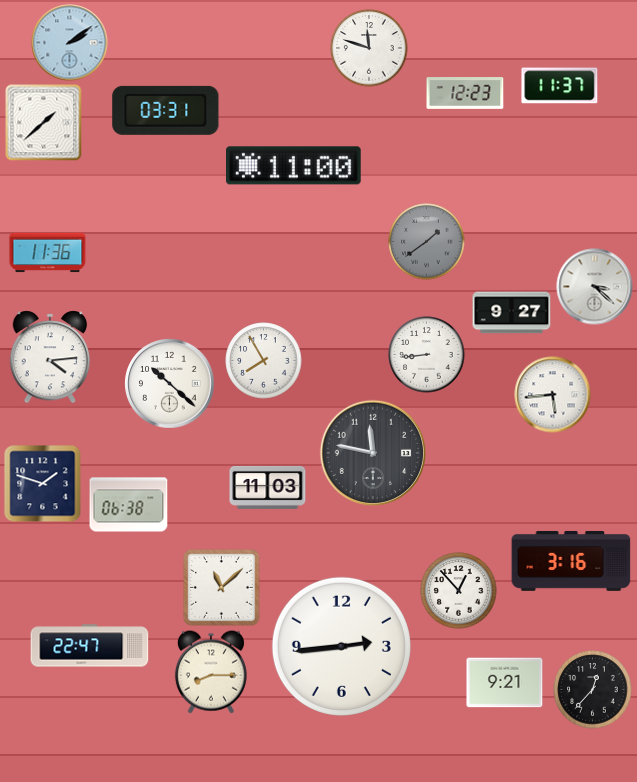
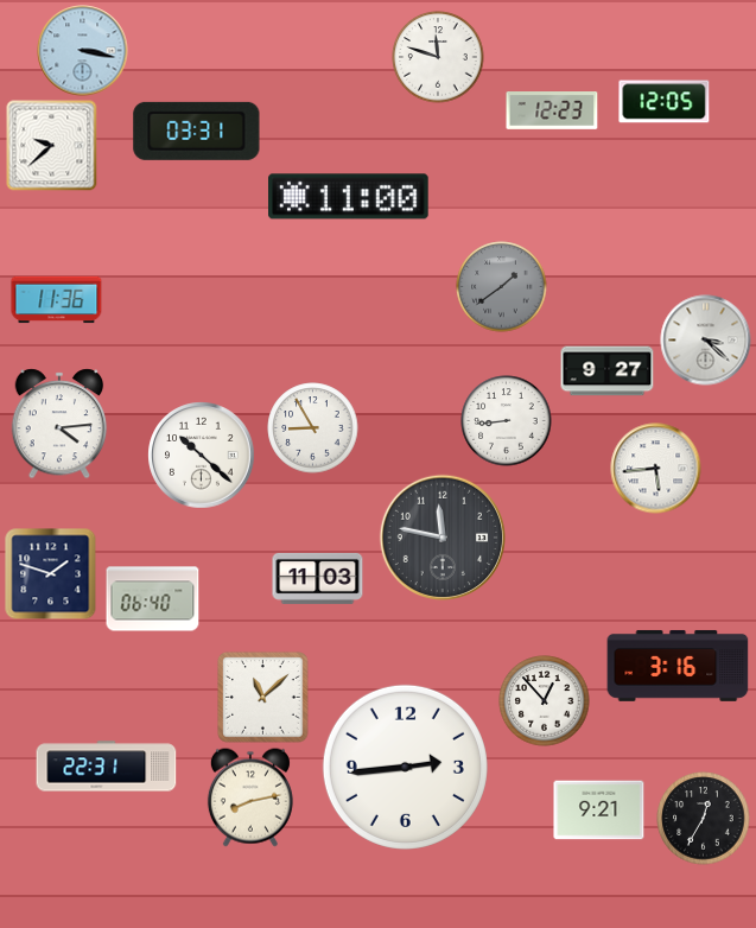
clock at (70, 43): 2:09 -> 3:17
clock at (560, 86): 11:37 -> 12:05
clock at (44, 123): 1:38 -> 9:38
clock at (427, 242) position: (427, 242) -> (502, 287)
clock at (264, 361): 7:55 -> 8:55
clock at (129, 505): 06:38 -> 06:40
clock at (90, 646): 22:47 -> 22:31
clock at (211, 672): 8:15 -> 8:13
clock at (593, 690): 12:37 -> 12:35
